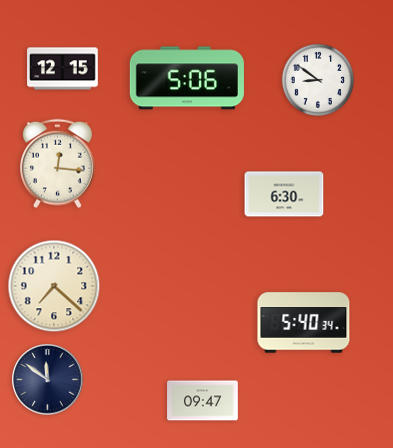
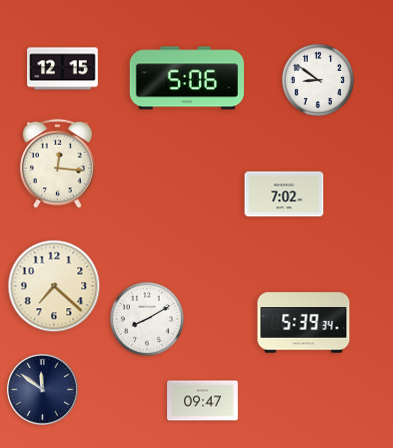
clock at (284, 194): 6:30 -> 7:02
clock at (147, 319): none -> 8:10
clock at (304, 323): 5:40 -> 5:39
clock at (48, 380) position: (48, 380) -> (43, 390)
